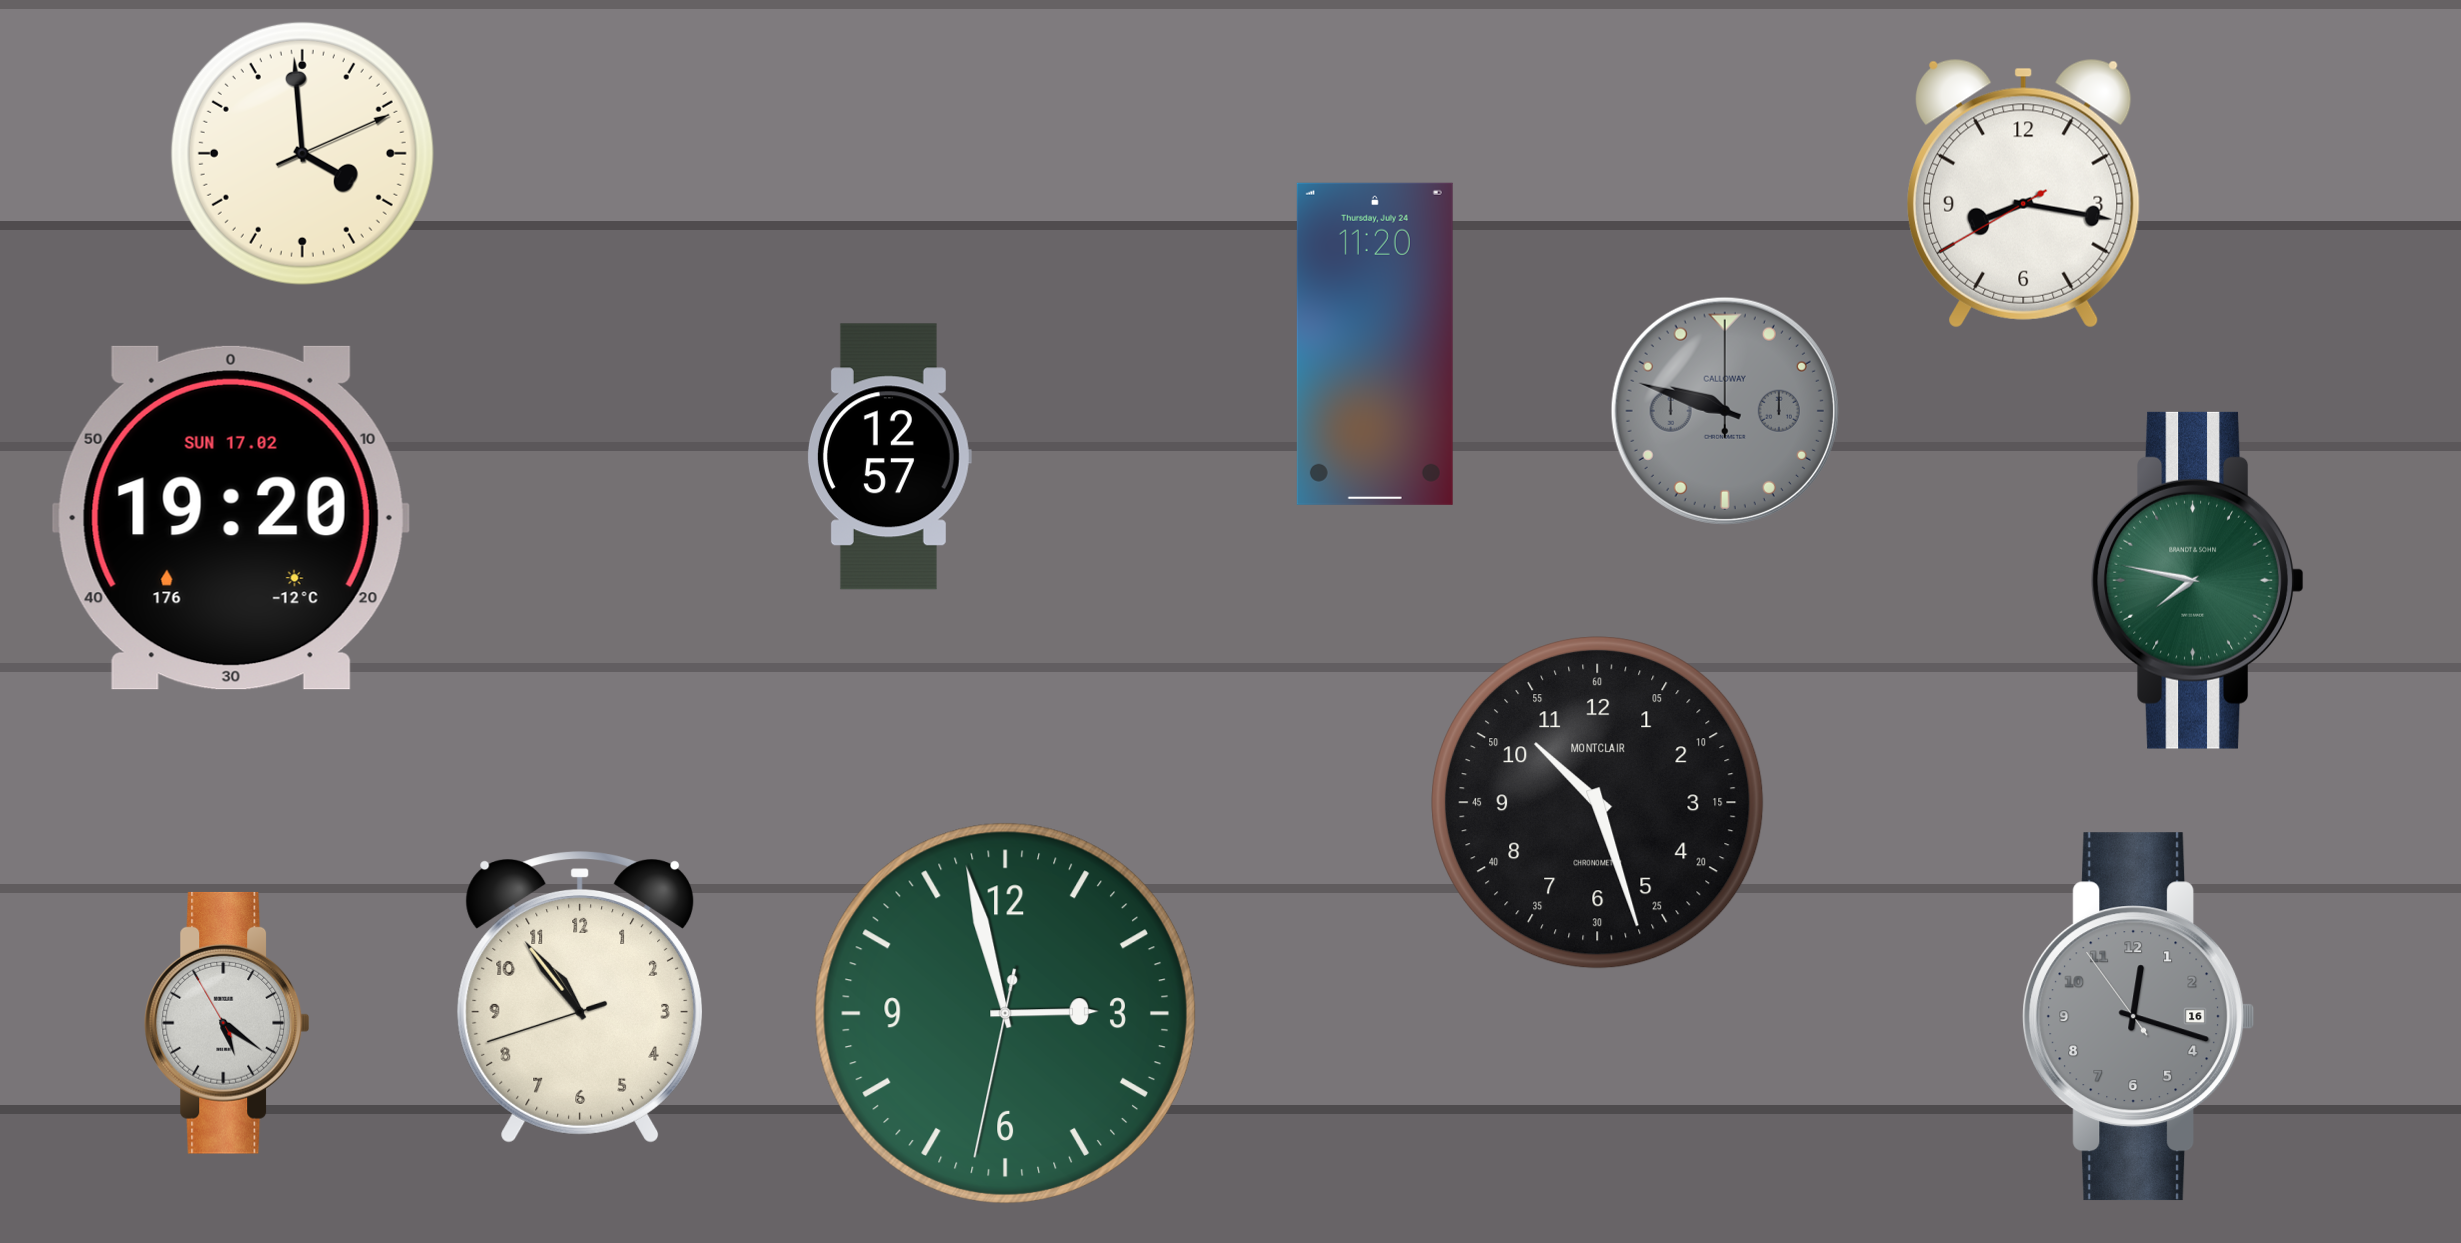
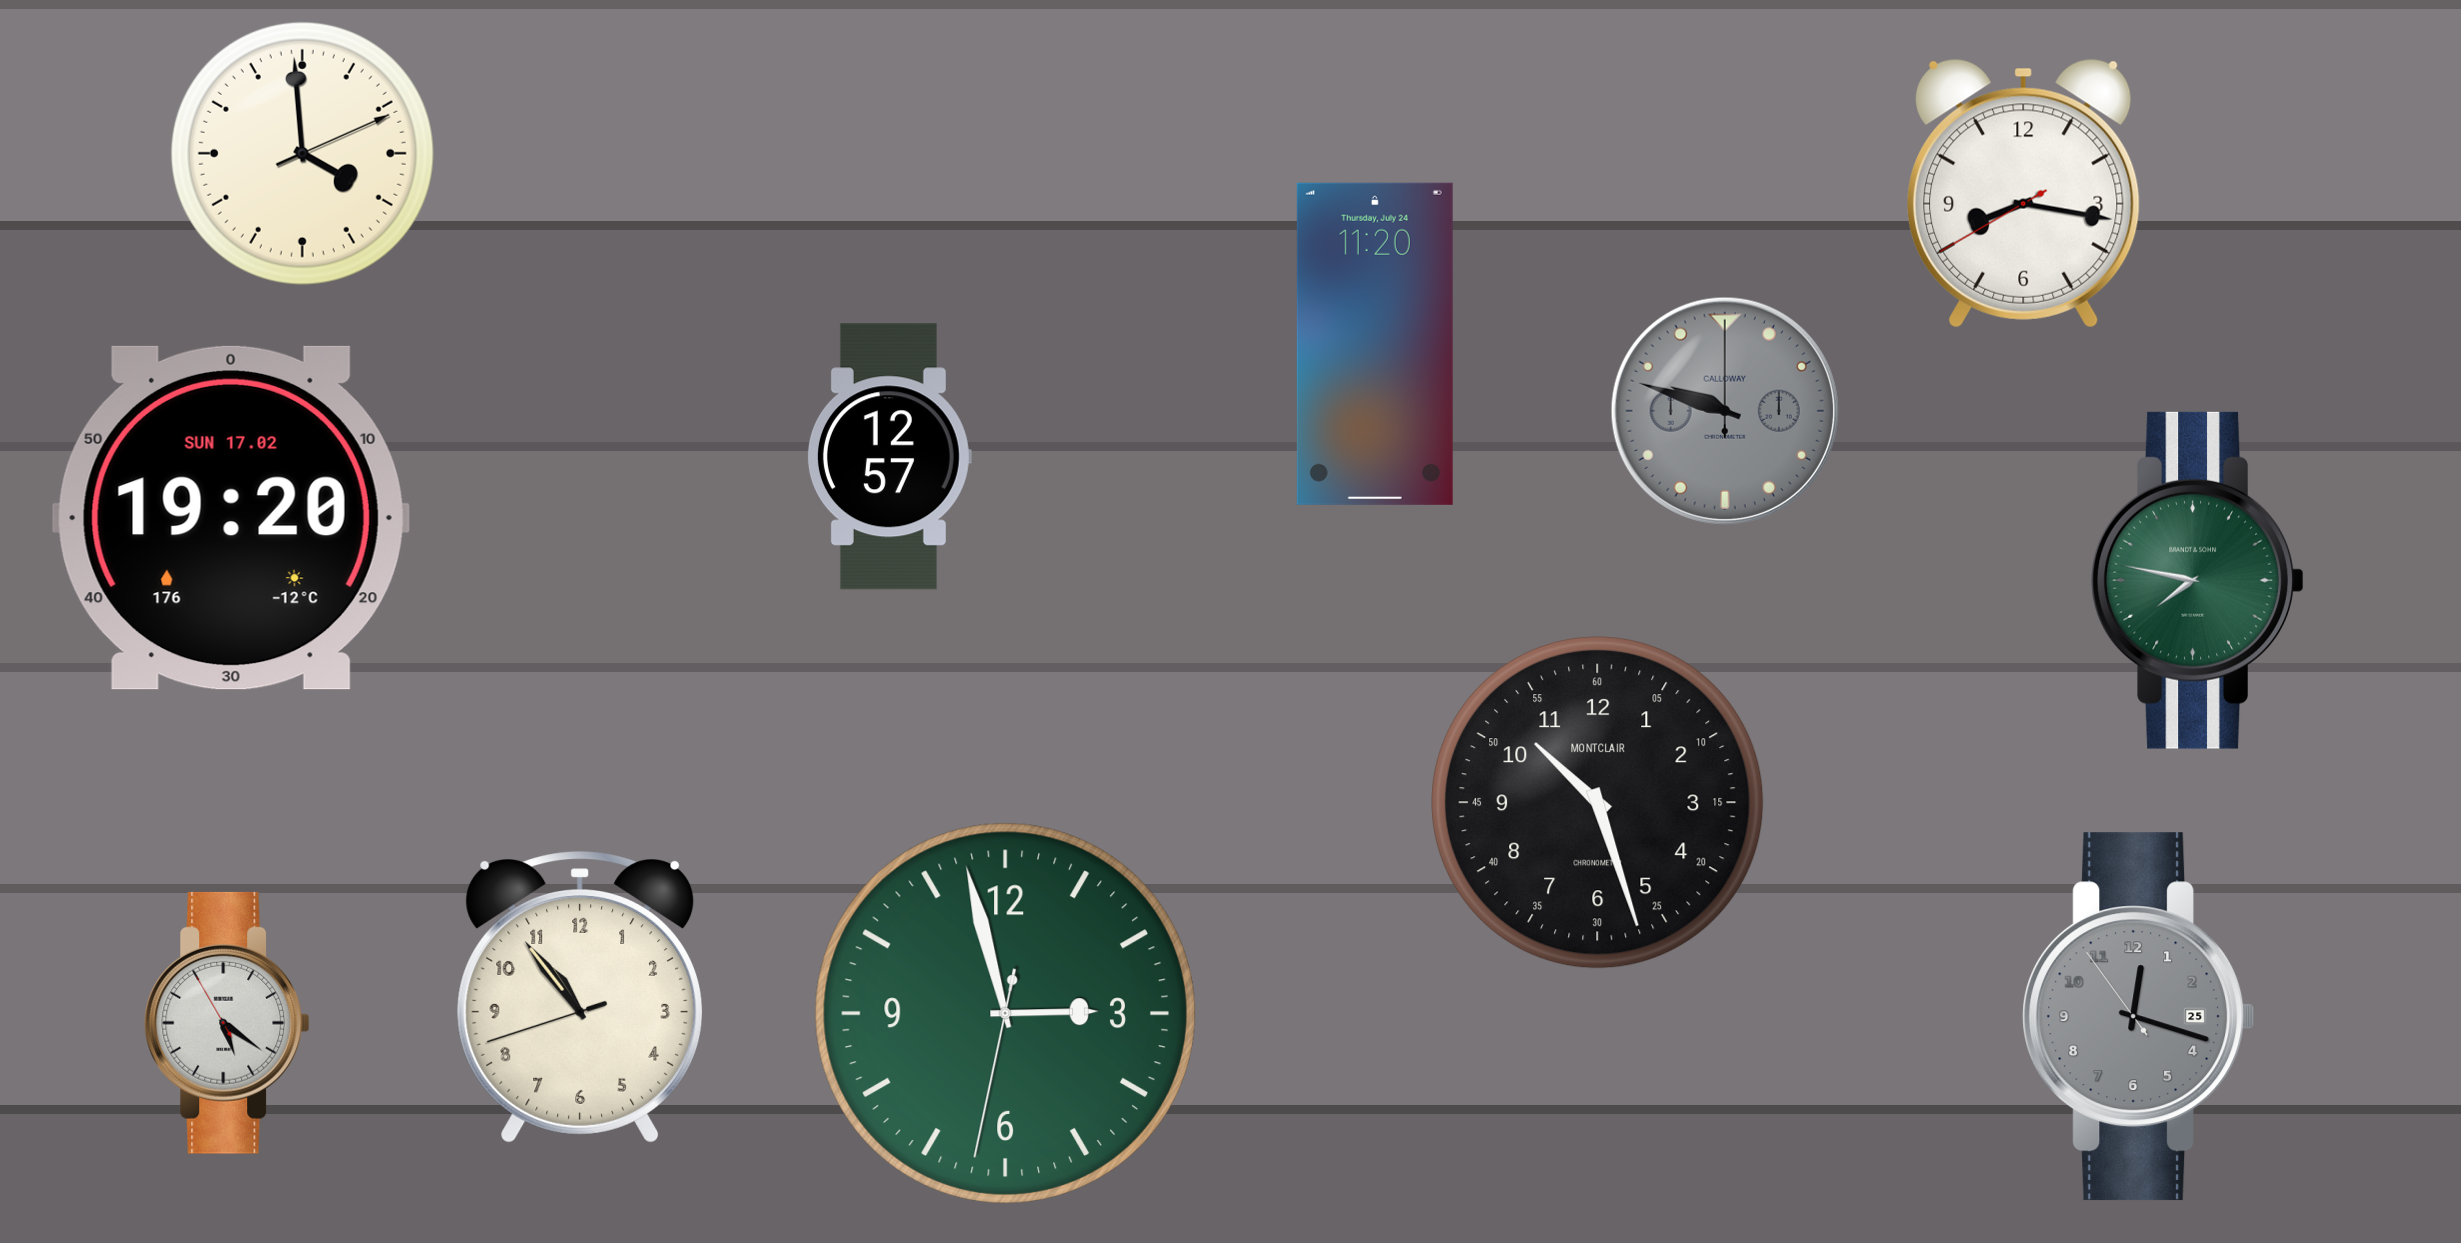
clock at (2139, 1017) date: 16 -> 25
